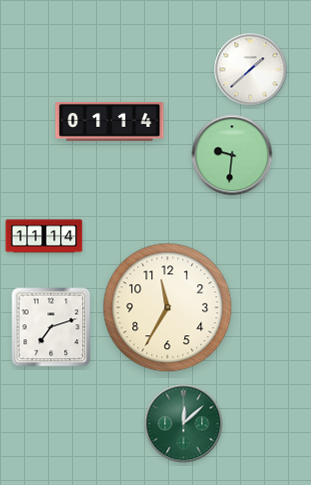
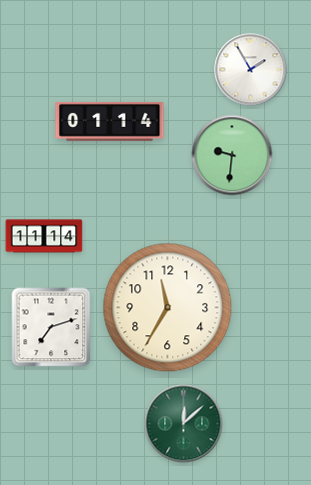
clock at (251, 70): 1:38 -> 1:55
